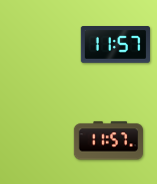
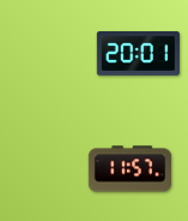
clock at (115, 45): 11:57 -> 20:01
